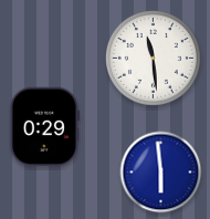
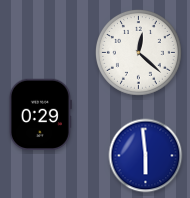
clock at (153, 58): 11:29 -> 12:22
